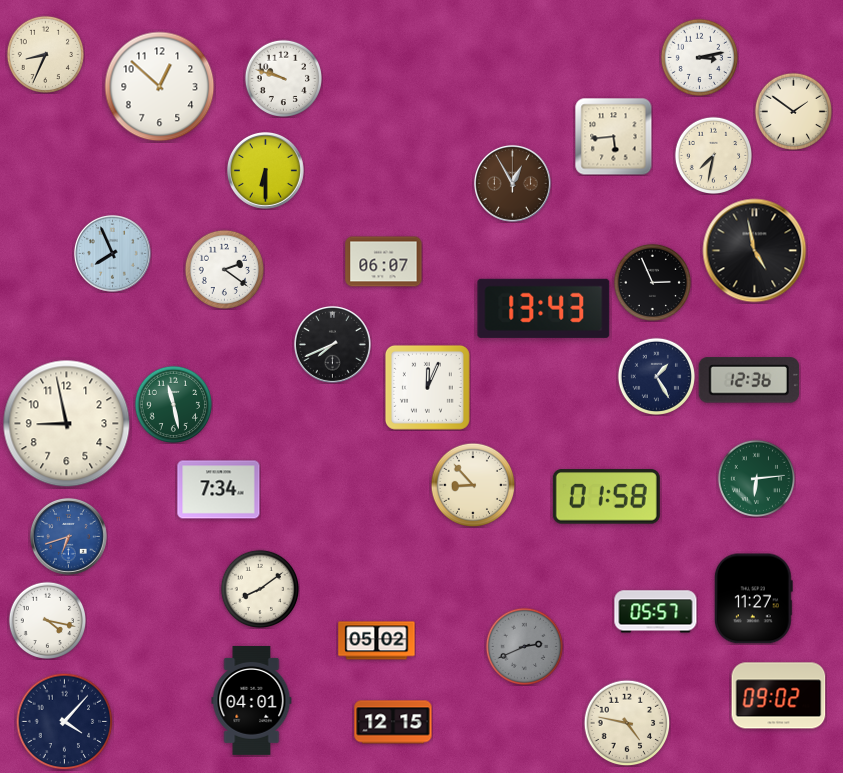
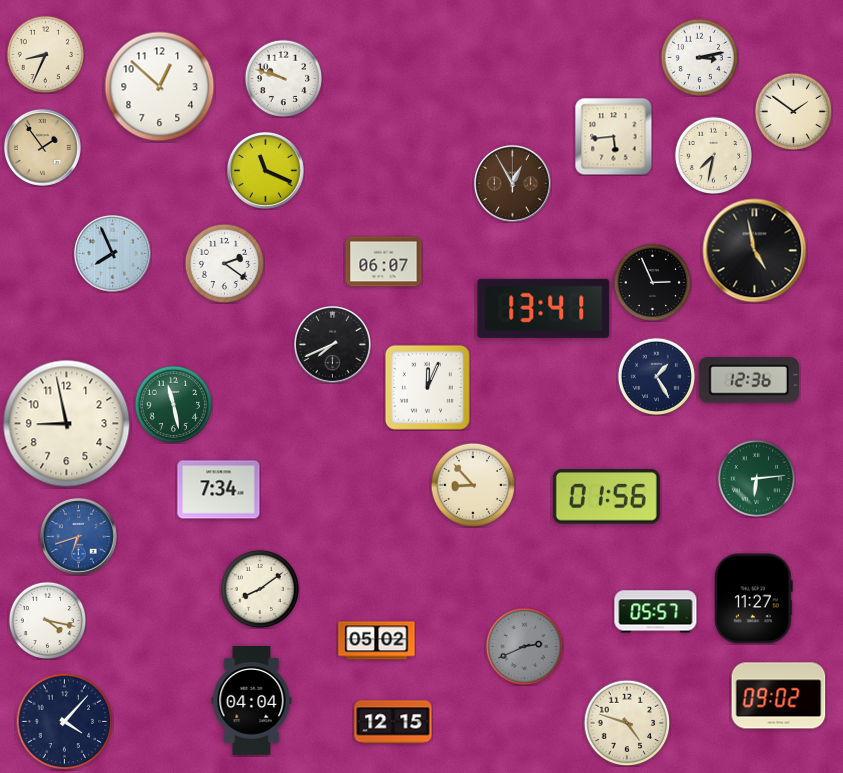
clock at (42, 147): none -> 1:54
clock at (265, 170): 6:30 -> 11:19
clock at (224, 269) position: (224, 269) -> (224, 263)
clock at (544, 308): 13:43 -> 13:41
clock at (606, 497): 01:58 -> 01:56
clock at (68, 536) position: (68, 536) -> (78, 536)
clock at (252, 700): 04:01 -> 04:04
clock at (627, 723): 4:47 -> 4:48
